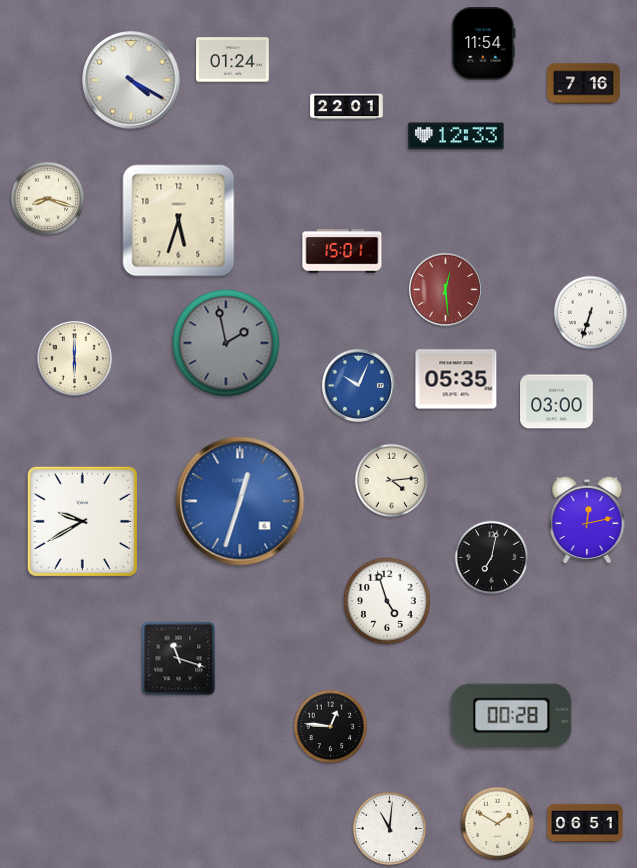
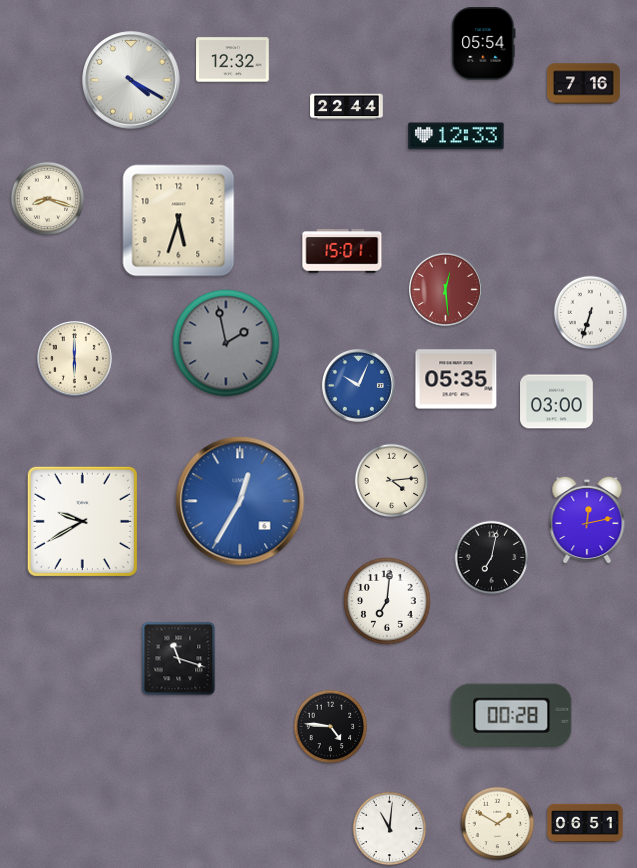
clock at (484, 44): 11:54 -> 05:54
clock at (233, 60): 01:24 -> 12:32
clock at (347, 107): 22:01 -> 22:44
clock at (240, 501): 12:33 -> 12:35
clock at (388, 602): 4:57 -> 7:01
clock at (331, 727): 12:46 -> 4:46
